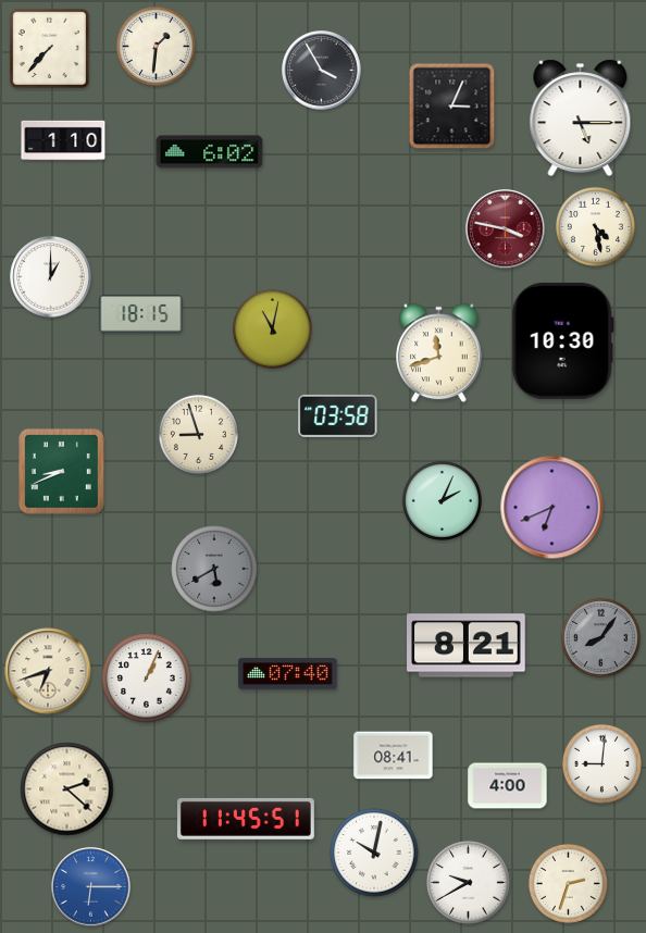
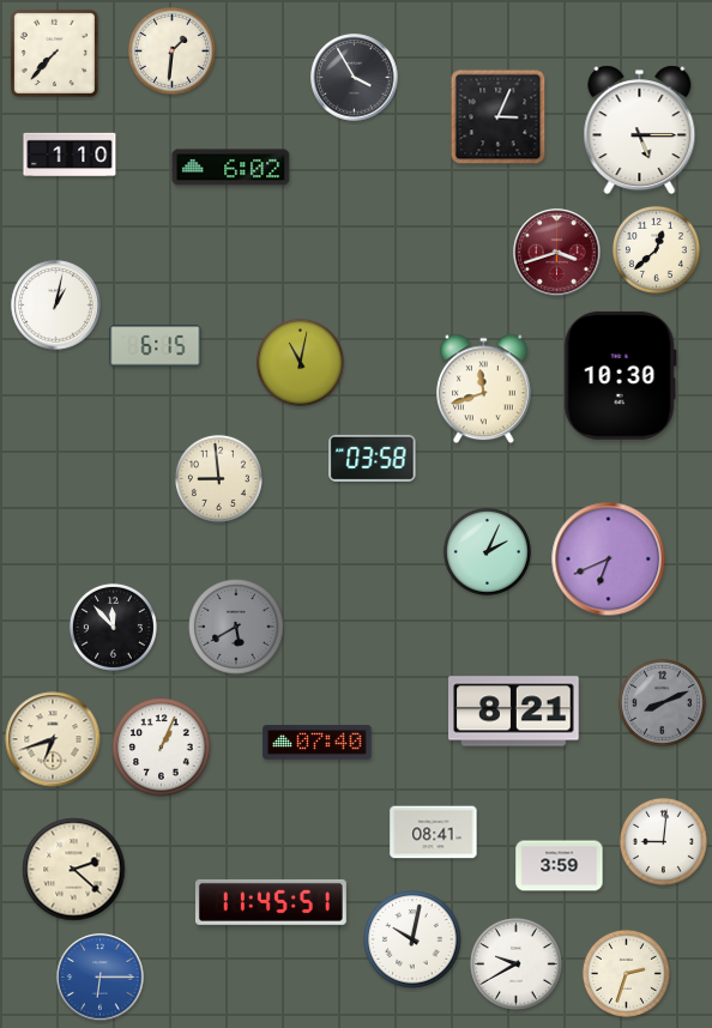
clock at (595, 226): 4:28 -> 12:38
clock at (506, 229): 3:47 -> 3:42
clock at (51, 277): 1:00 -> 1:02
clock at (141, 314): 18:15 -> 6:15
clock at (198, 434): 8:57 -> 8:59
clock at (62, 472): 8:41 -> none
clock at (113, 627): none -> 11:53
clock at (600, 637): 8:06 -> 8:11
clock at (508, 786): 4:00 -> 3:59
clock at (469, 883) position: (469, 883) -> (517, 964)
